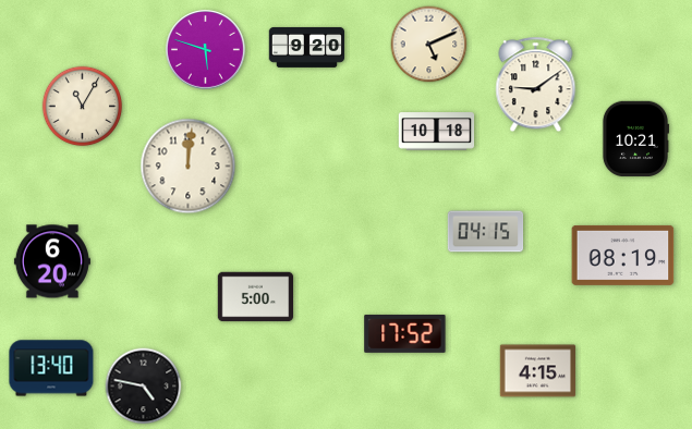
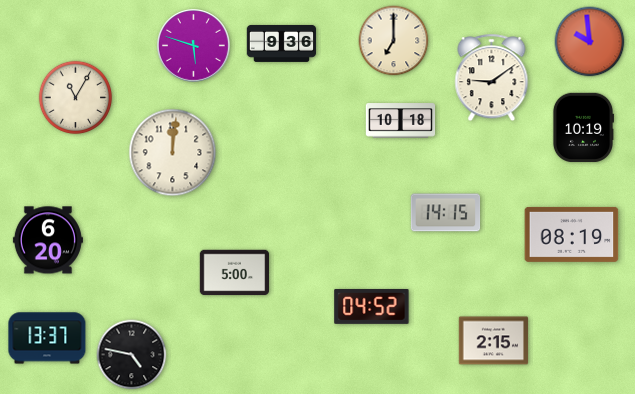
clock at (429, 45): 5:11 -> 7:00
clock at (590, 42): none -> 9:59
clock at (307, 47): 9:20 -> 9:36
clock at (206, 50) position: (206, 50) -> (194, 46)
clock at (634, 139): 10:21 -> 10:19
clock at (486, 232): 04:15 -> 14:15
clock at (405, 333): 17:52 -> 04:52
clock at (51, 368): 13:40 -> 13:37
clock at (538, 371): 4:15 -> 2:15
